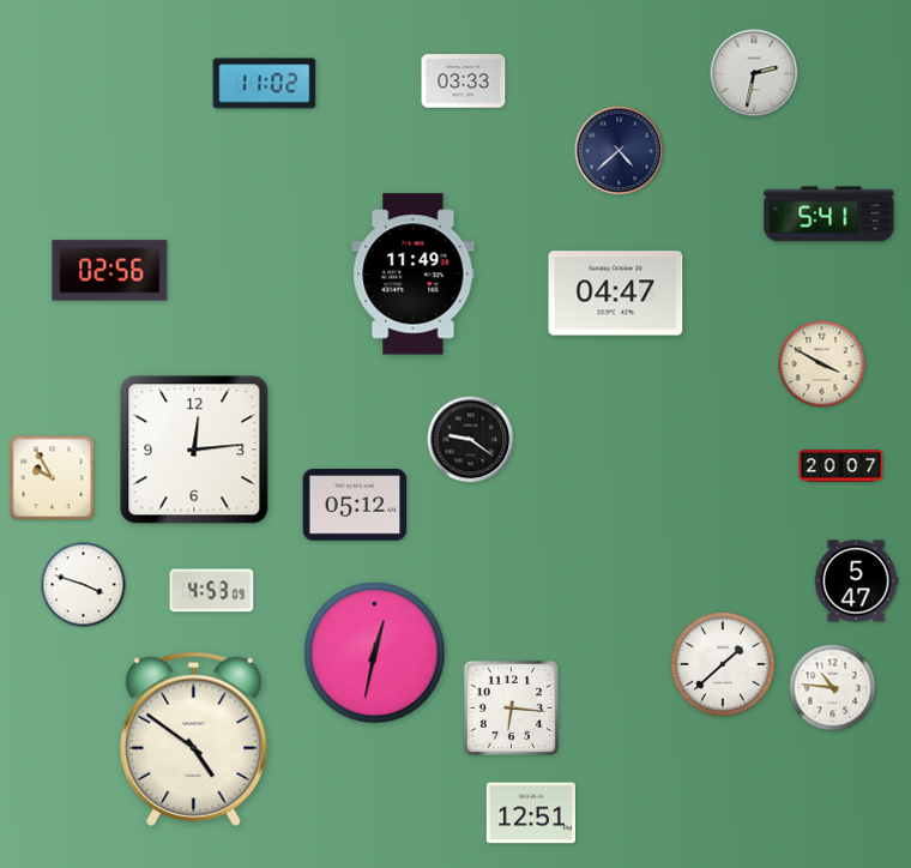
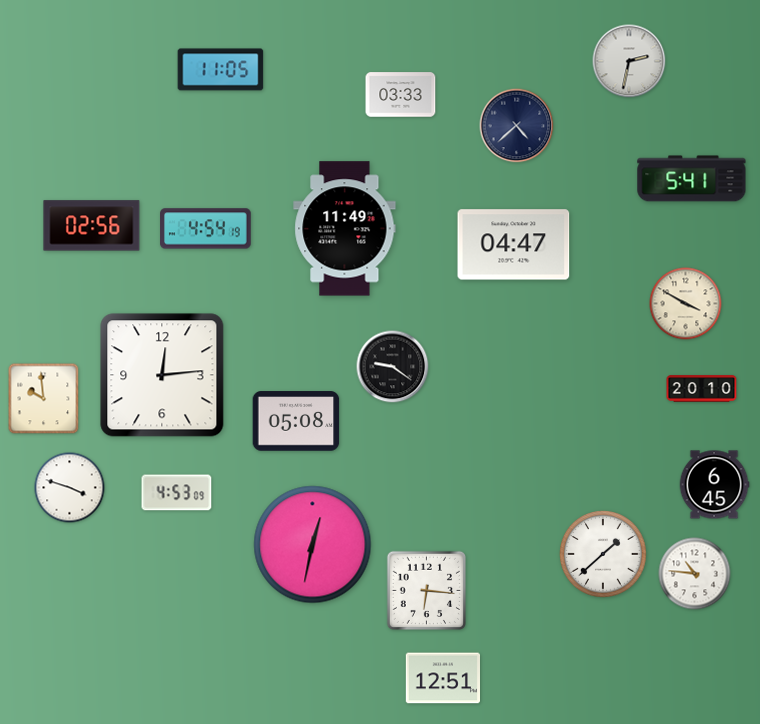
clock at (464, 82) position: (464, 82) -> (401, 95)
clock at (265, 84): 11:02 -> 11:05
clock at (206, 229): none -> 4:54
clock at (841, 466): 20:07 -> 20:10
clock at (53, 478): 9:55 -> 9:59
clock at (355, 505): 05:12 -> 05:08
clock at (856, 581): 5:47 -> 6:45
clock at (194, 739): 4:51 -> none
